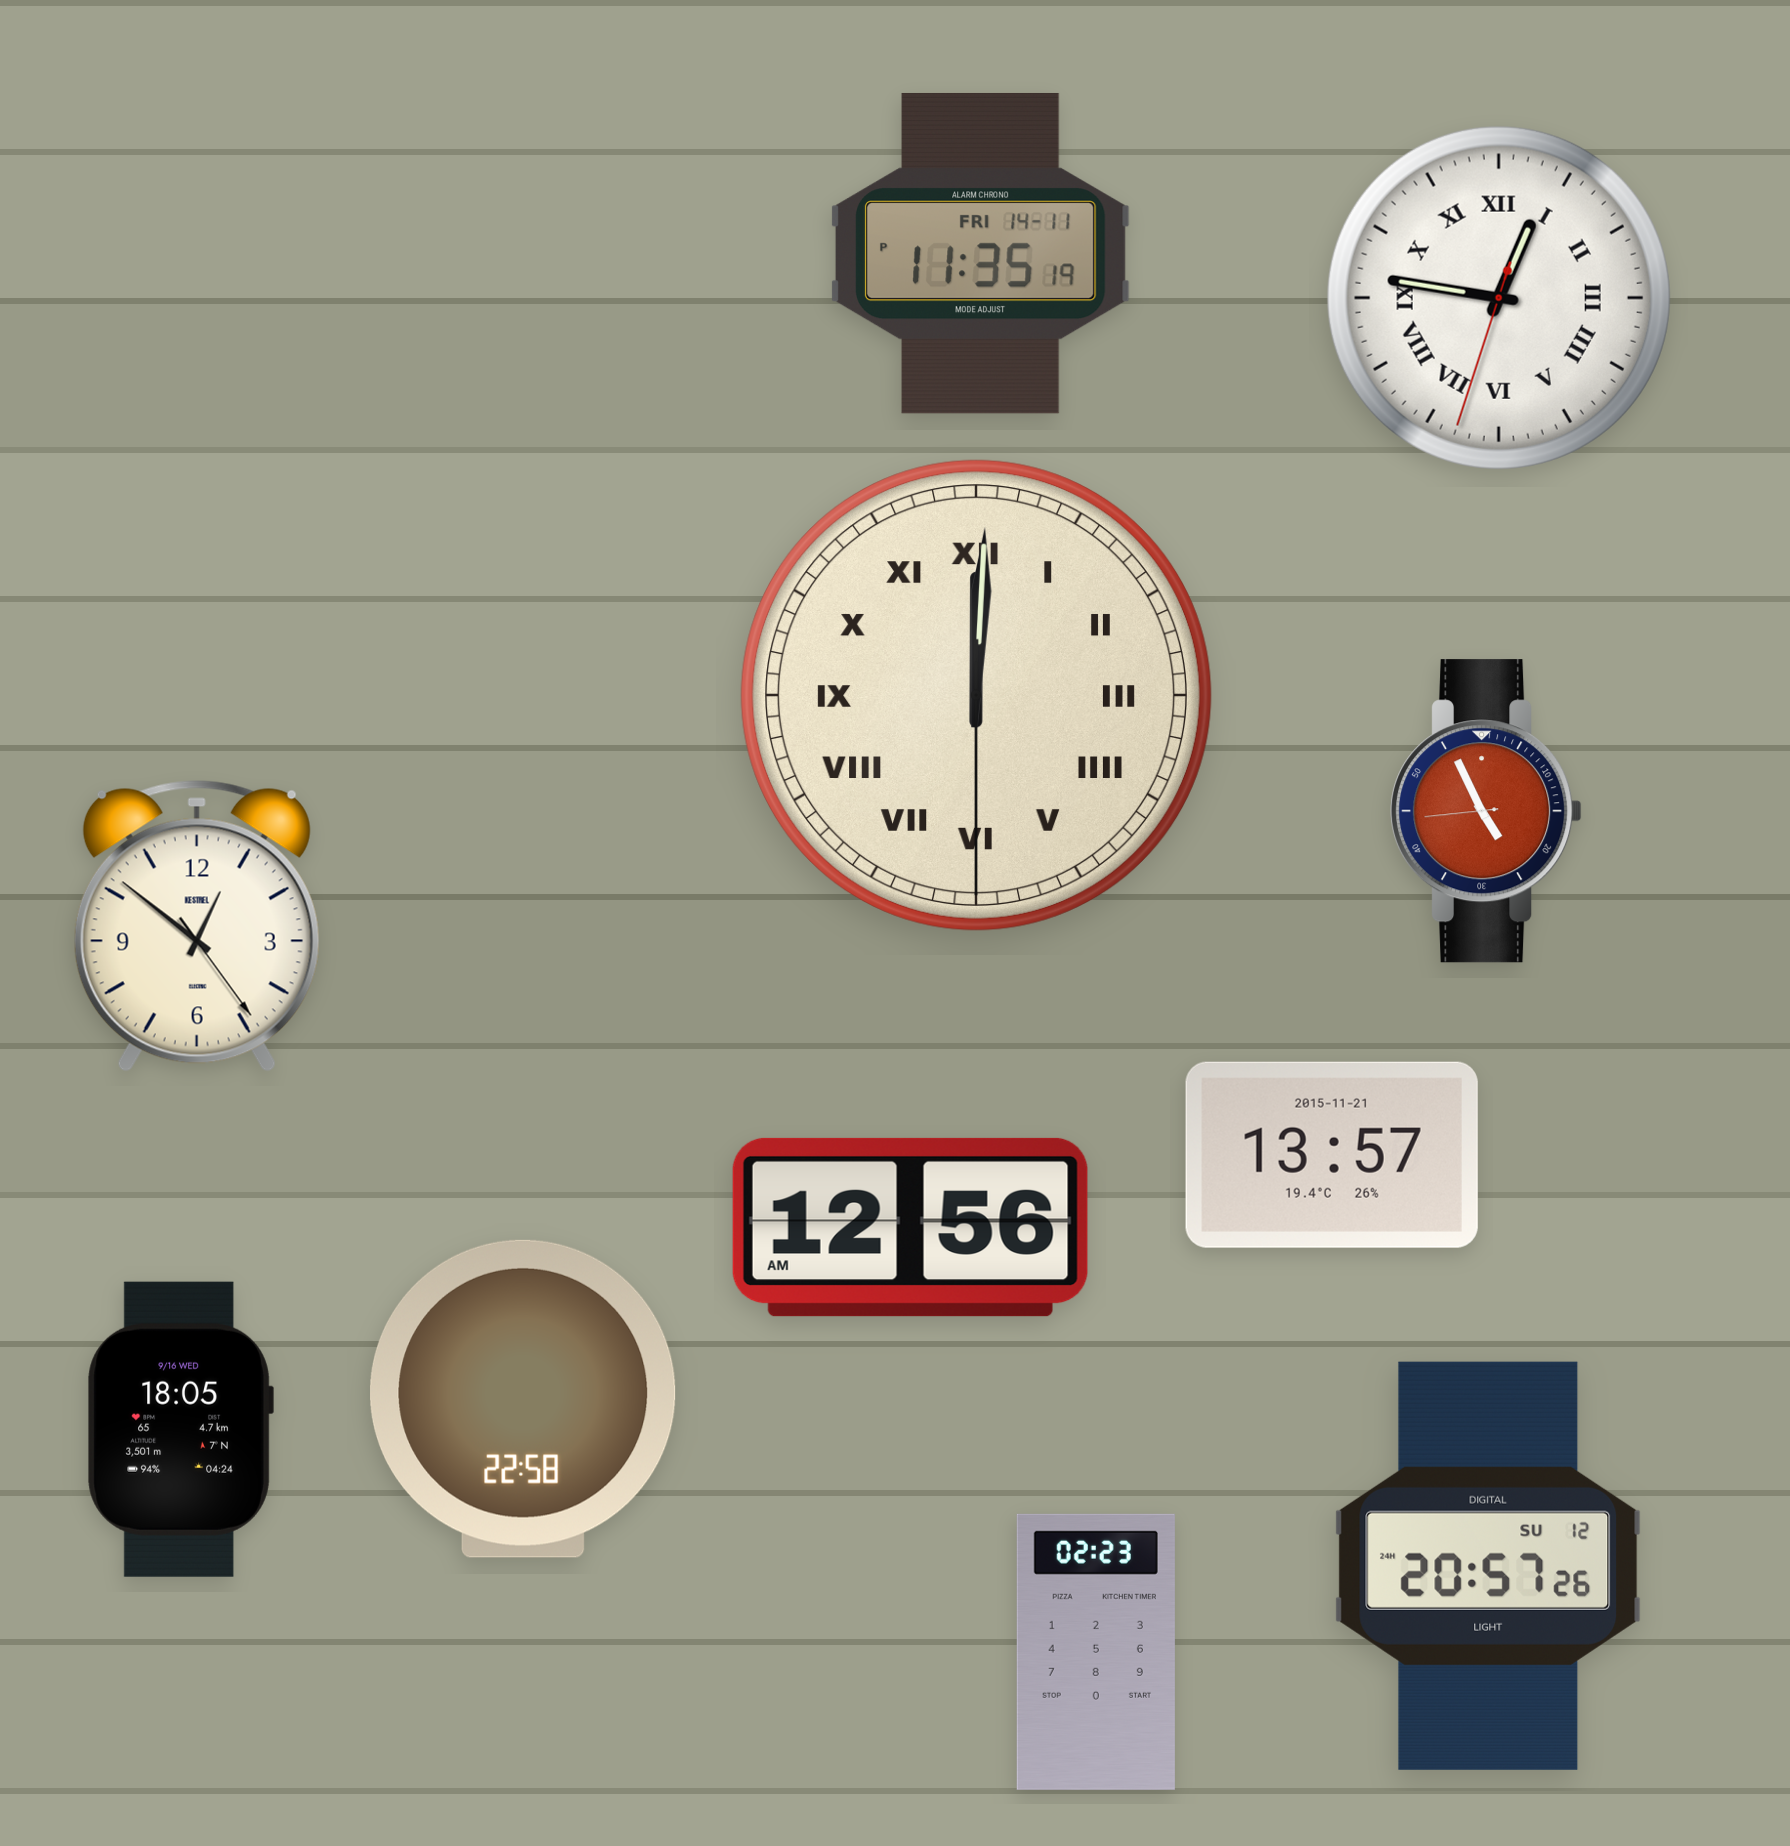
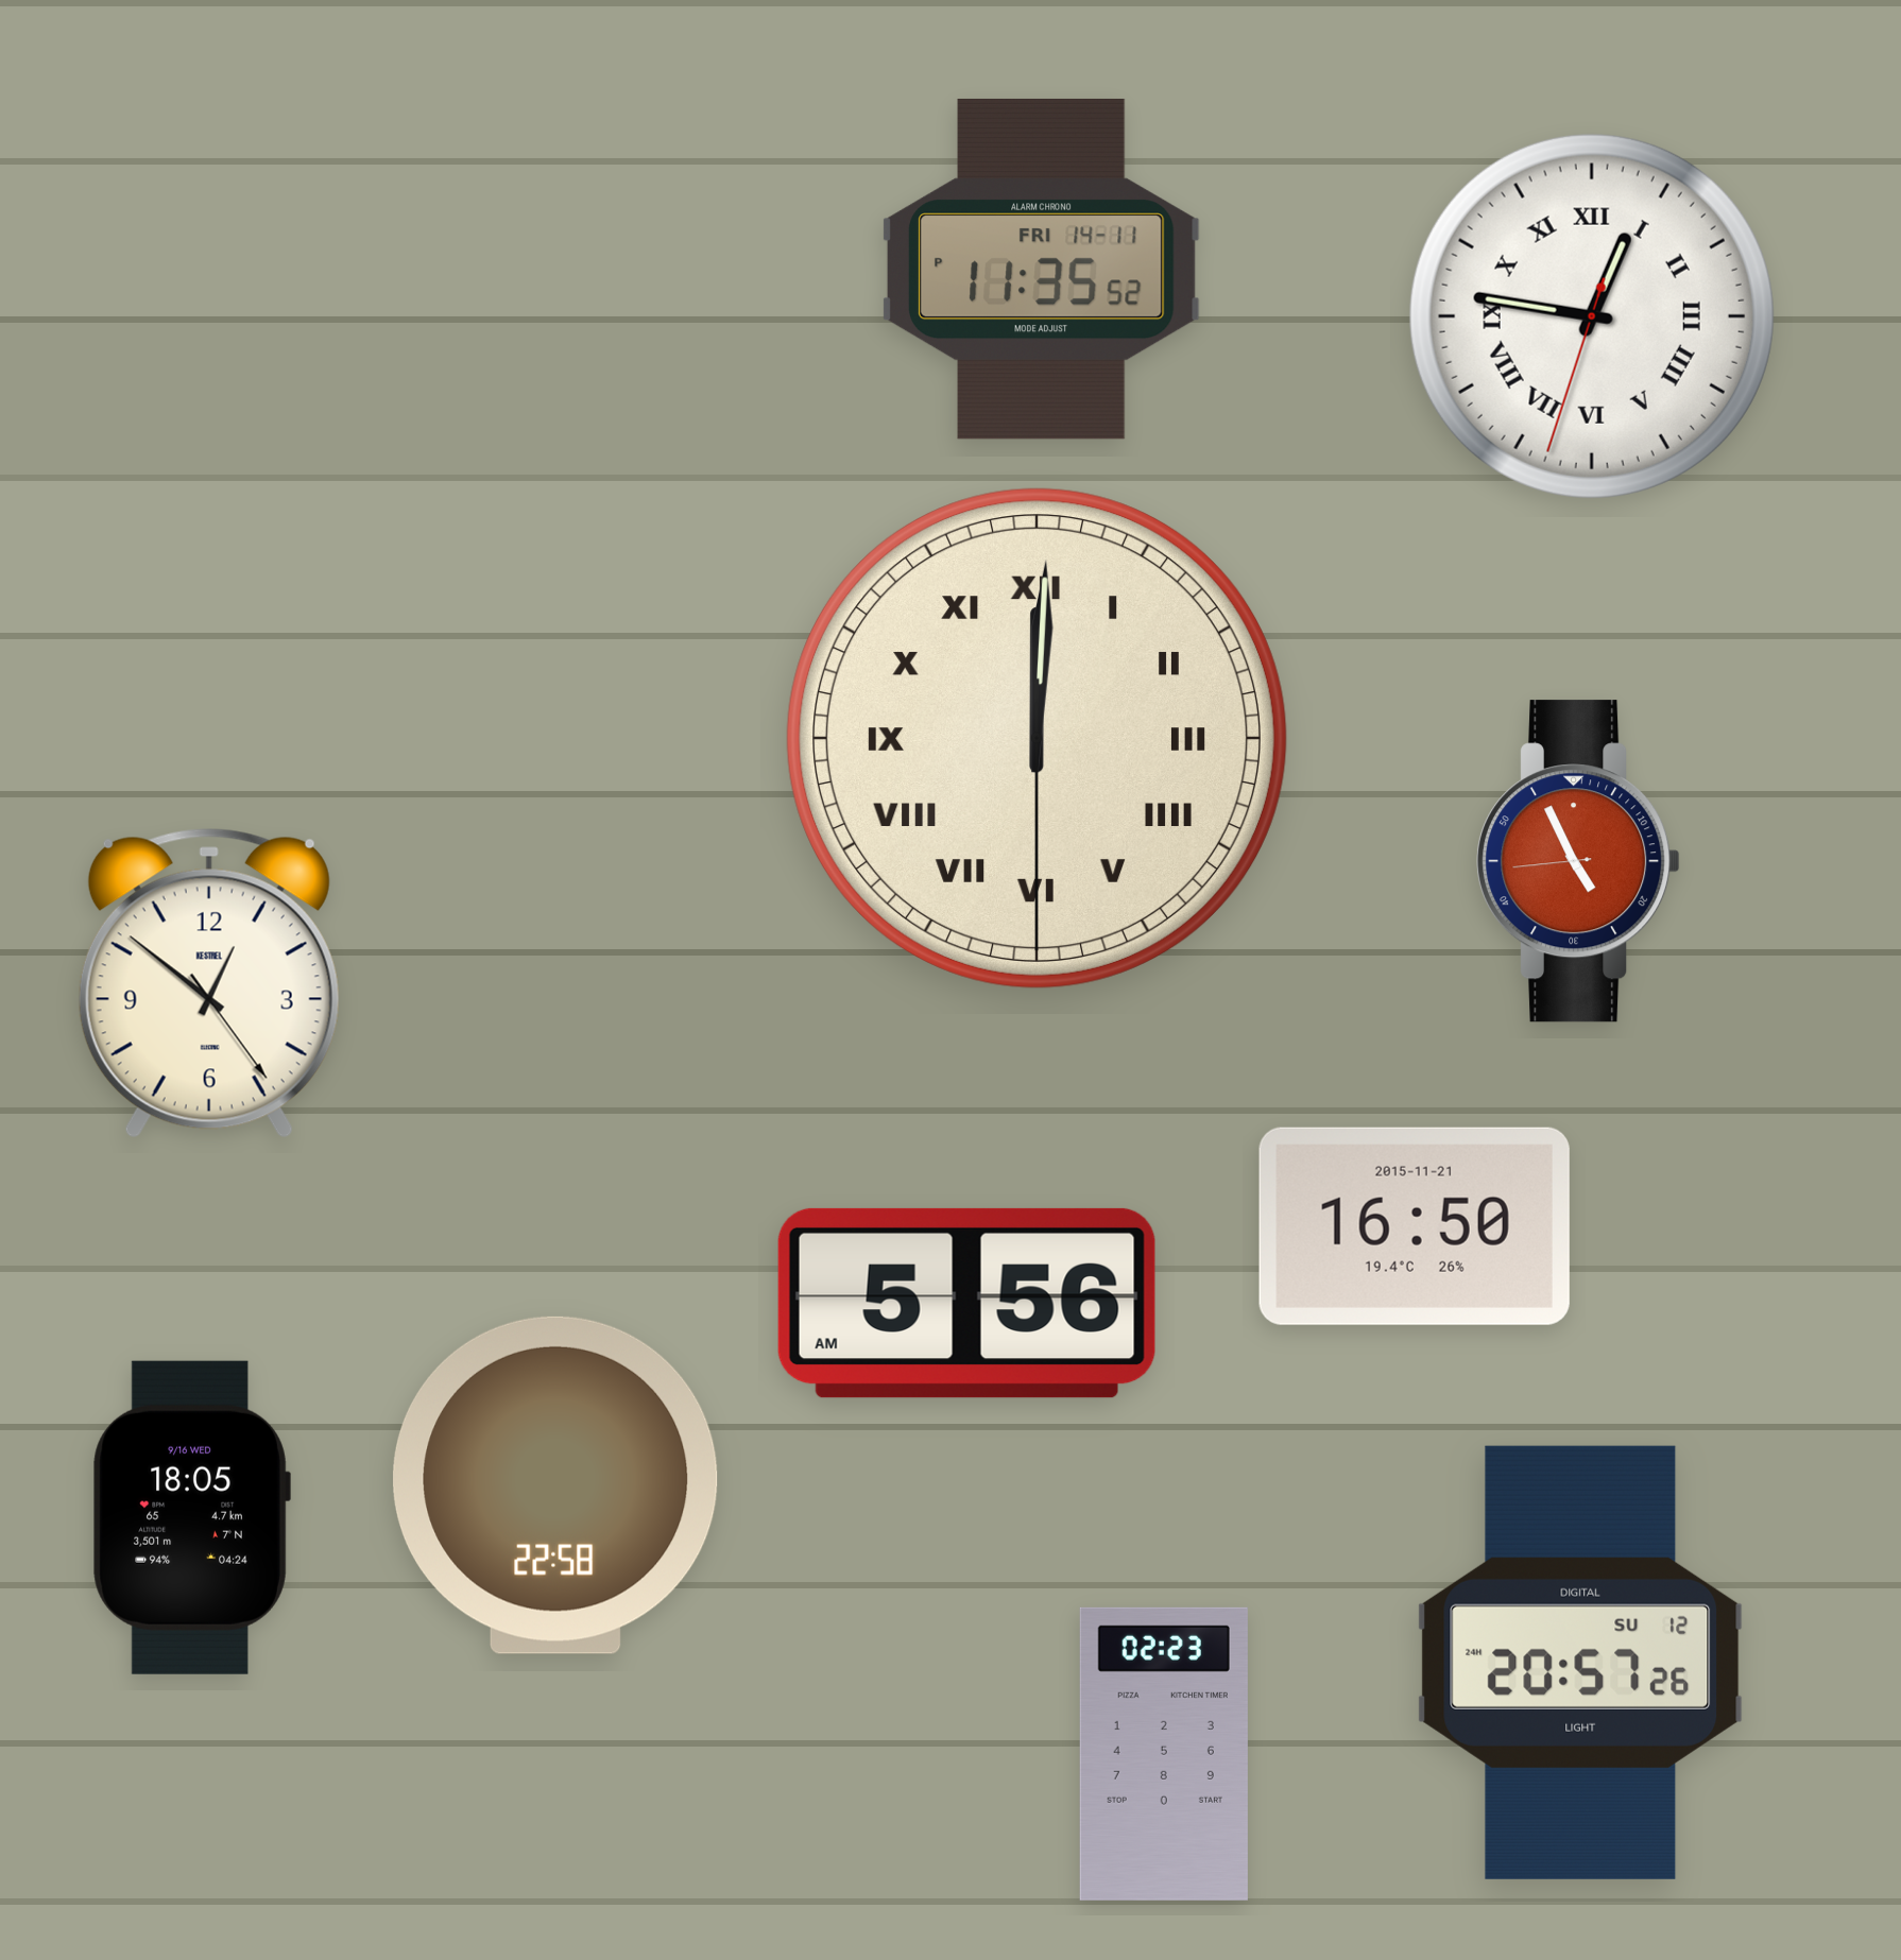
clock at (980, 253): 11:35:19 PM -> 11:35:52 PM
clock at (1332, 1155): 13:57 -> 16:50
clock at (910, 1227): 12:56 -> 5:56
